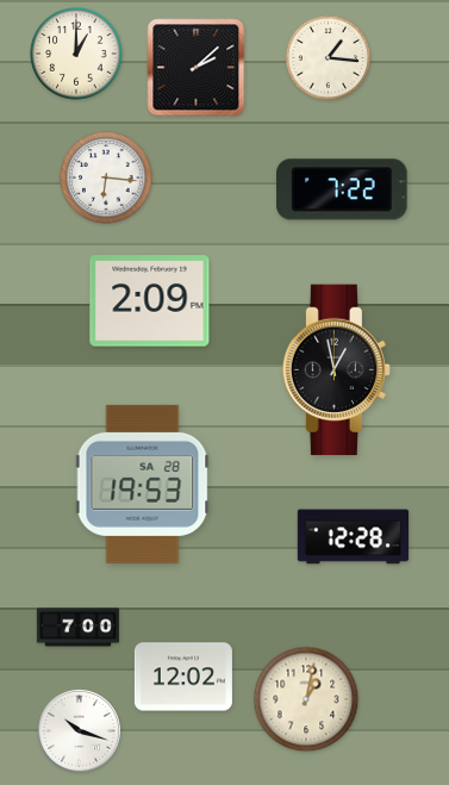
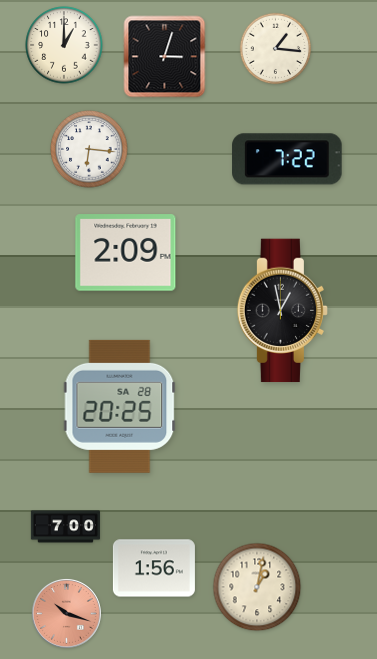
clock at (197, 68): 2:08 -> 3:03
clock at (143, 484): 19:53 -> 20:25
clock at (354, 537): 12:28 -> none
clock at (183, 677): 12:02 -> 1:56
clock at (79, 730) dial: white -> salmon
